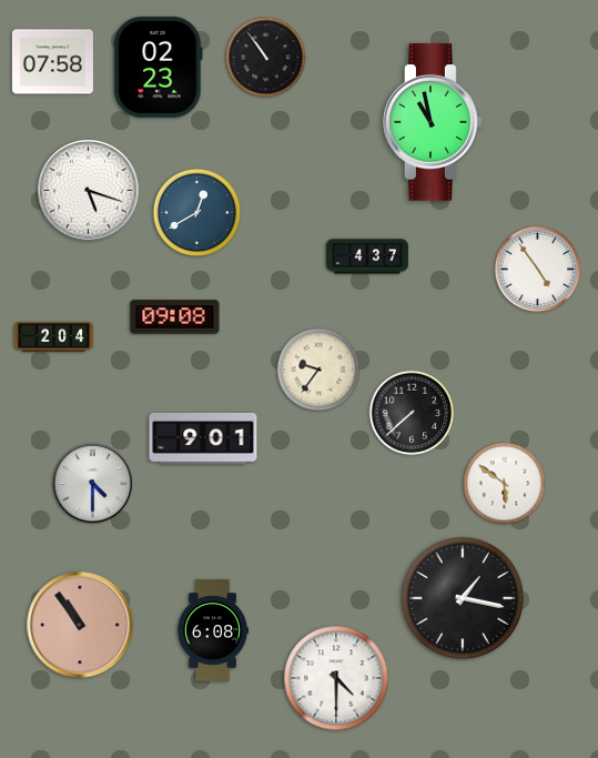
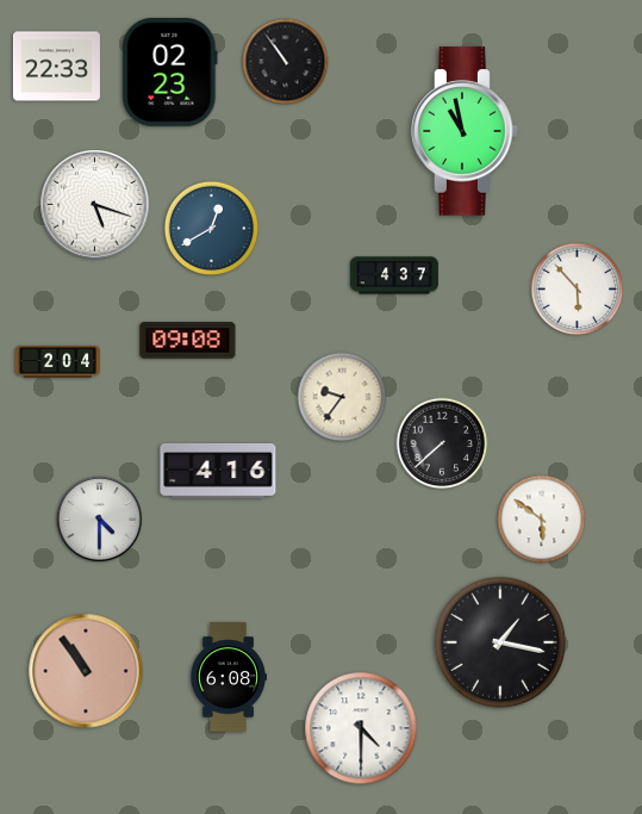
clock at (52, 62): 07:58 -> 22:33
clock at (538, 270): 4:54 -> 5:53
clock at (203, 439): 9:01 -> 4:16
clock at (463, 598) position: (463, 598) -> (500, 642)
